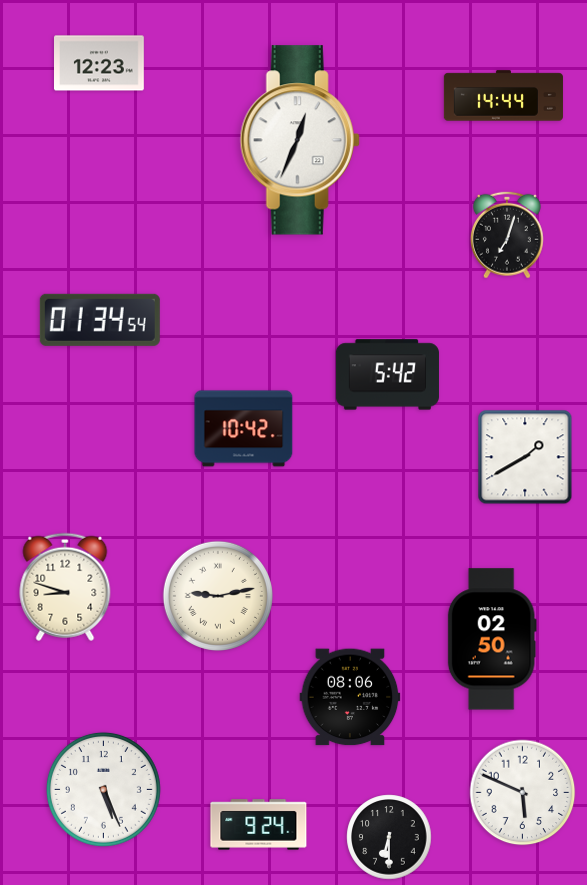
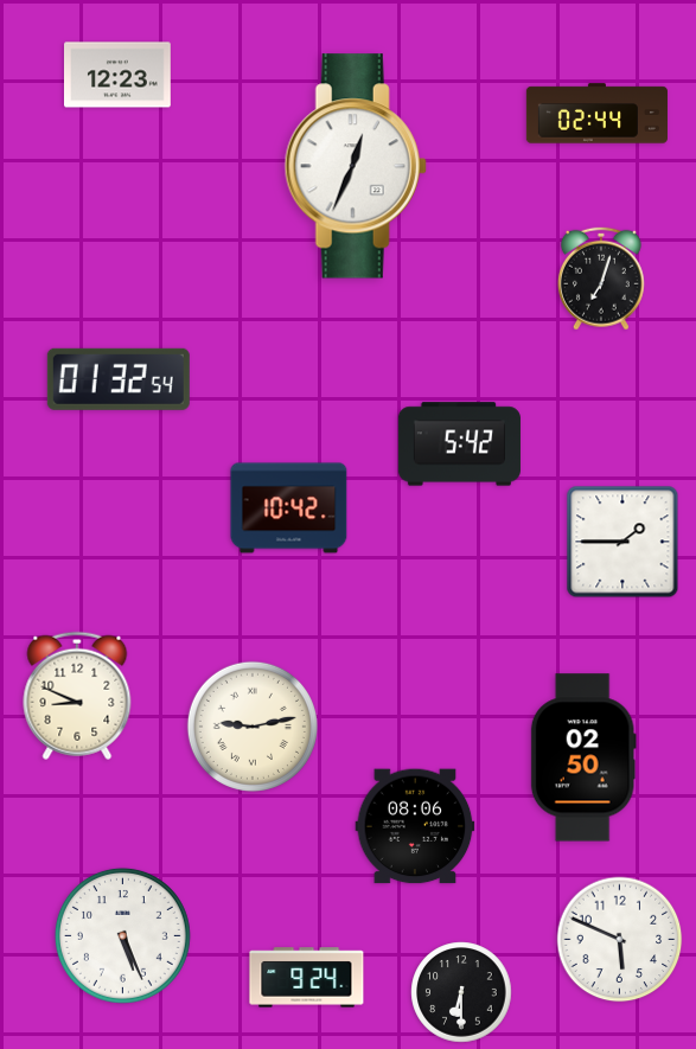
clock at (503, 96): 14:44 -> 02:44
clock at (100, 320): 01:34 -> 01:32
clock at (525, 457): 1:40 -> 1:45
clock at (65, 587): 8:48 -> 8:49
clock at (218, 596) position: (218, 596) -> (253, 727)
